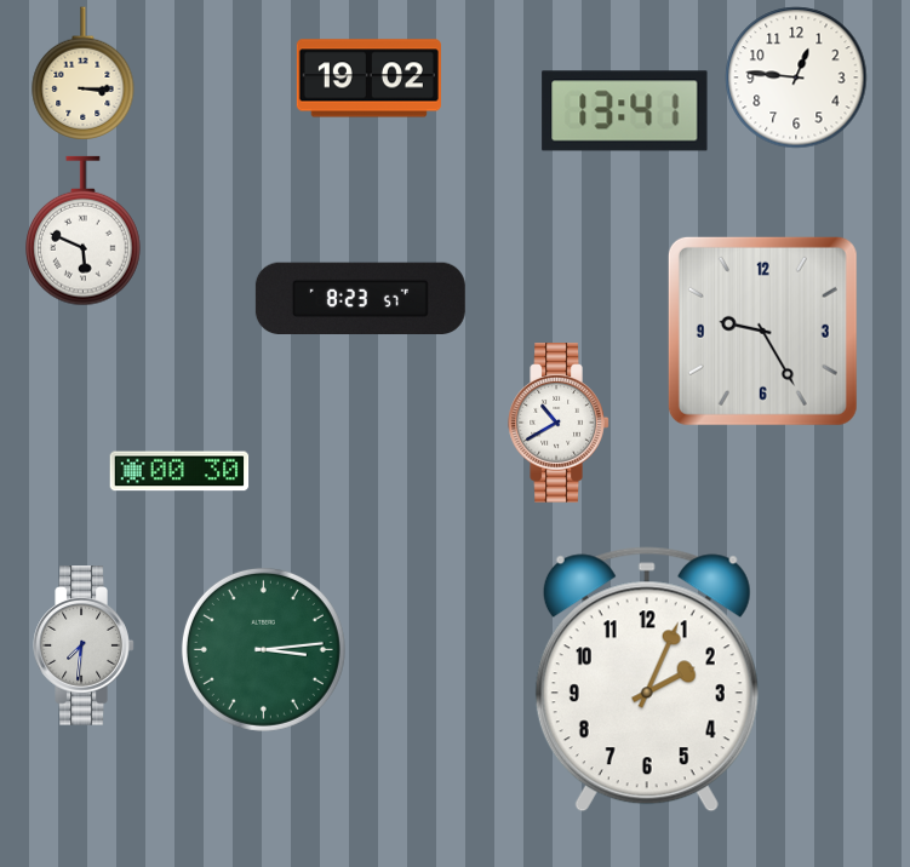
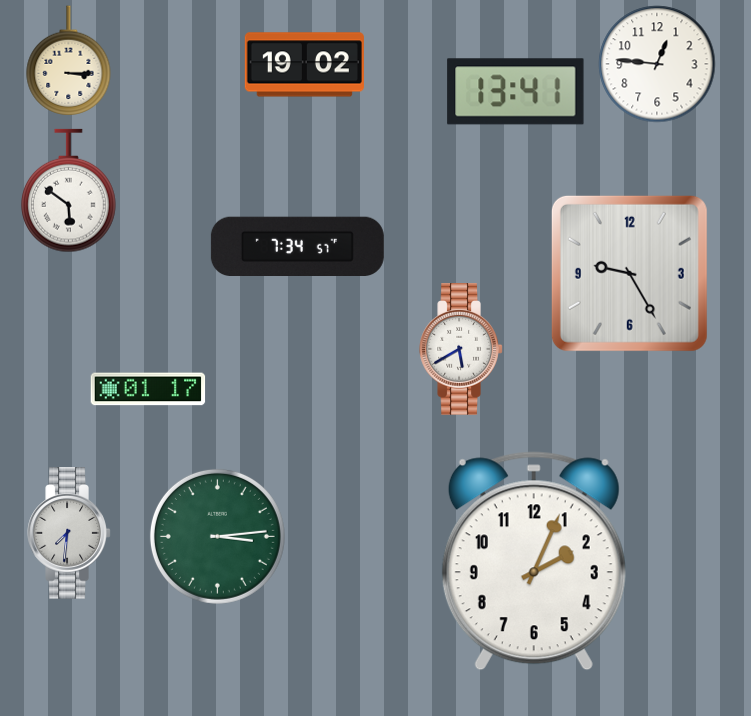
clock at (84, 231): 5:49 -> 5:51
clock at (360, 299): 8:23 -> 7:34
clock at (559, 423): 10:40 -> 5:40
clock at (179, 471): 00:30 -> 01:17
